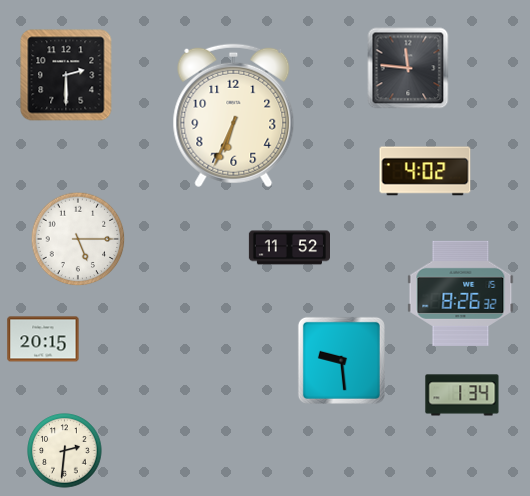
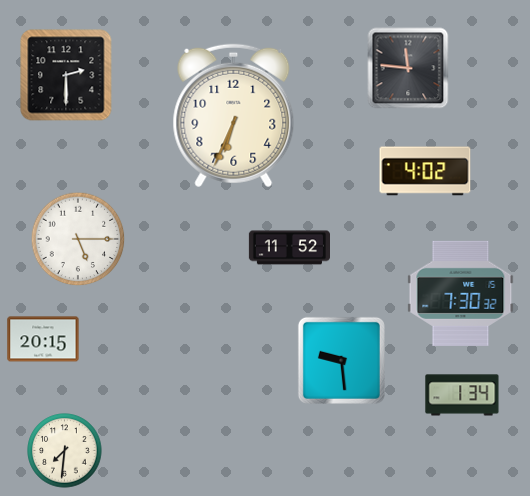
clock at (461, 293): 8:26 -> 7:30
clock at (65, 451): 2:31 -> 7:31
